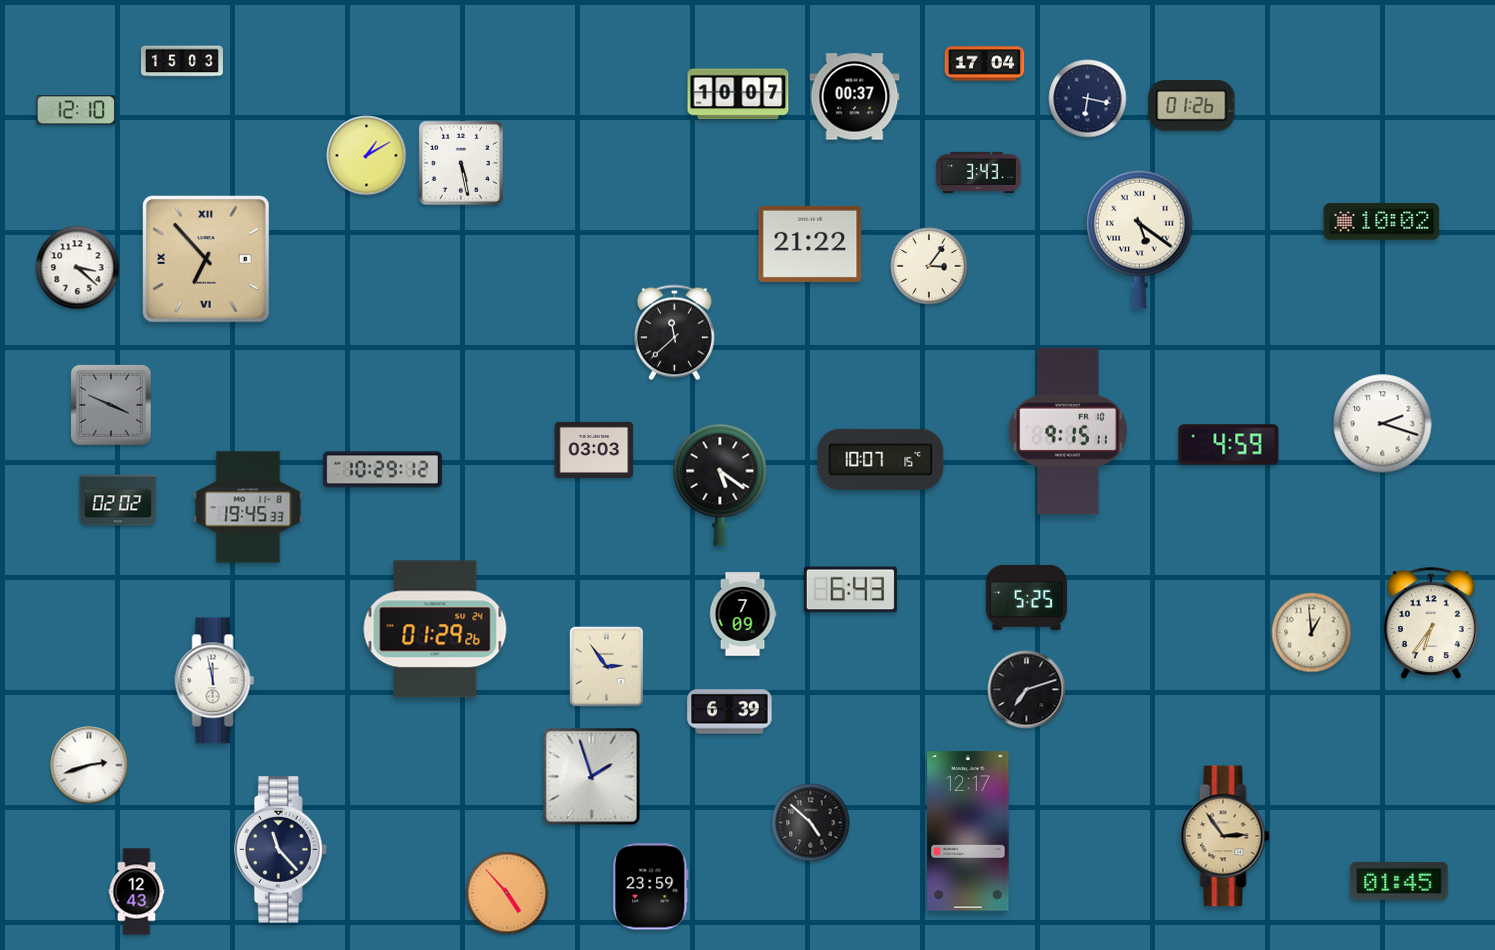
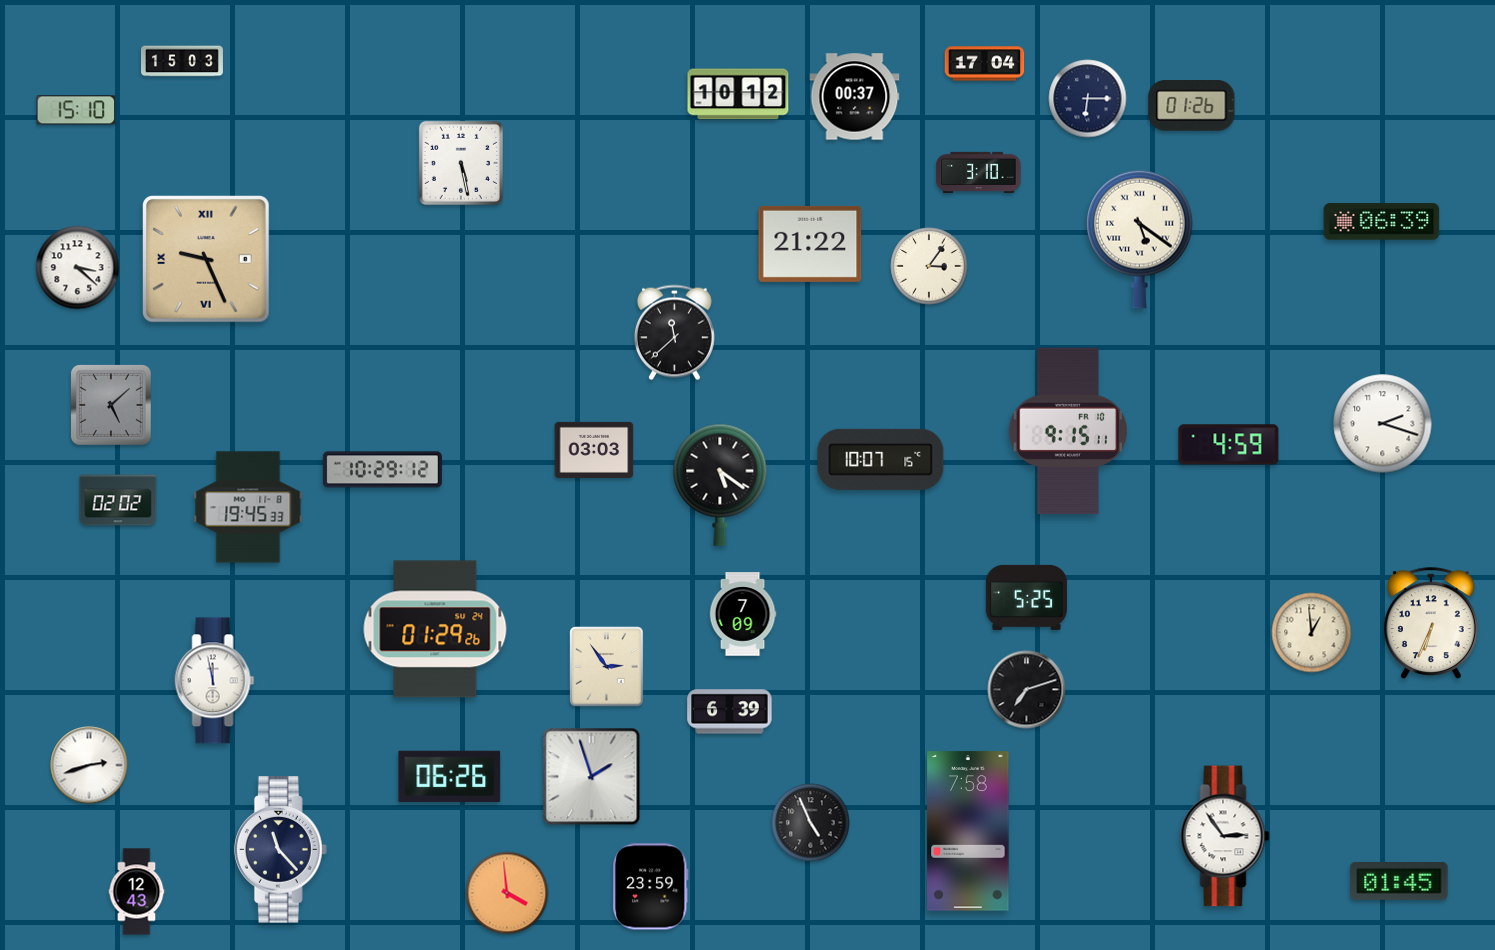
clock at (738, 94): 10:07 -> 10:12
clock at (1088, 99): 6:17 -> 6:15
clock at (76, 110): 12:10 -> 15:10
clock at (367, 156): 1:10 -> none
clock at (979, 172): 3:43 -> 3:10
clock at (1382, 222): 10:02 -> 06:39
clock at (207, 260): 6:53 -> 9:26
clock at (111, 405): 3:49 -> 5:08
clock at (850, 590): 6:43 -> none
clock at (1431, 623): 6:36 -> 6:34
clock at (450, 776): none -> 06:26
clock at (811, 823): 4:52 -> 4:56
clock at (968, 831): 12:17 -> 7:58
clock at (1225, 836) dial: champagne -> white
clock at (507, 893): 4:53 -> 3:59
